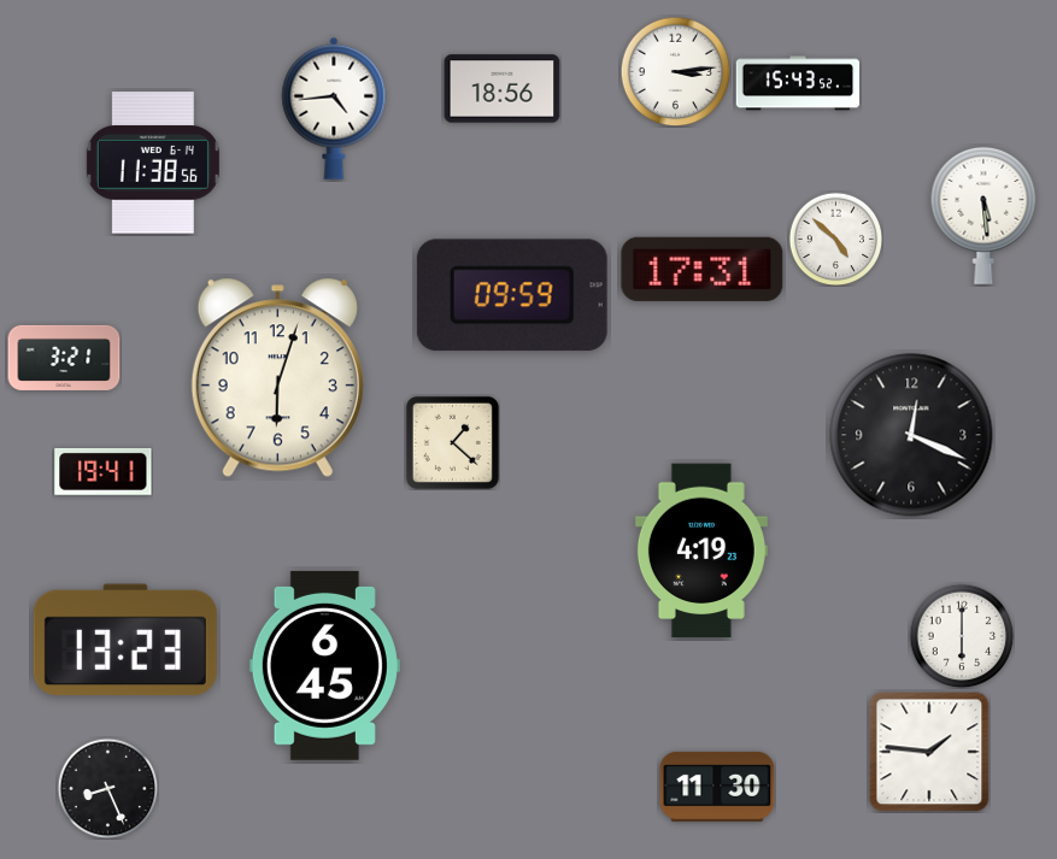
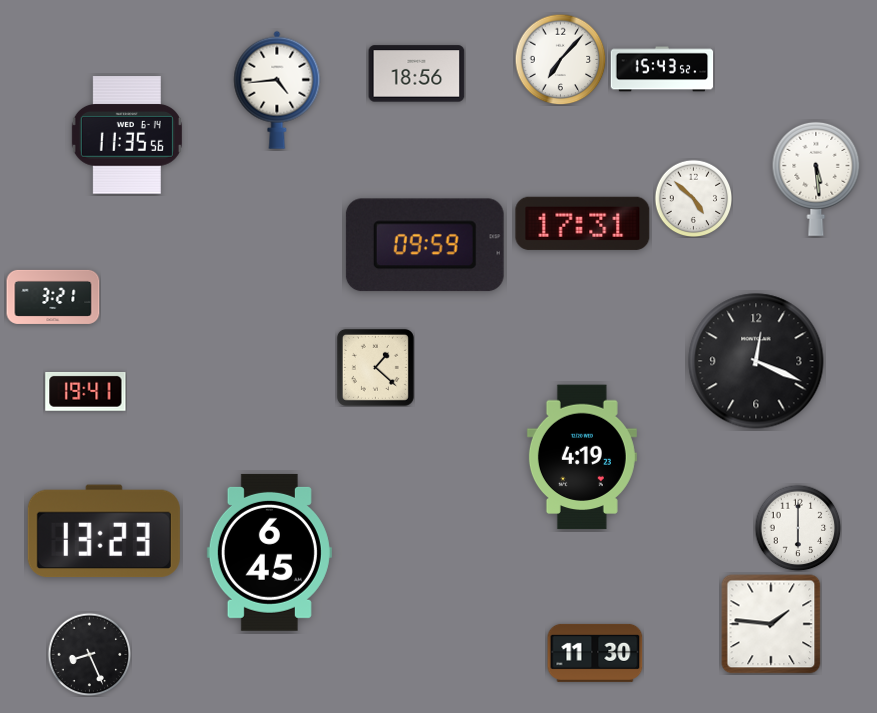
clock at (675, 71): 3:14 -> 7:07
clock at (153, 163): 11:38 -> 11:35
clock at (277, 378): 6:03 -> none
